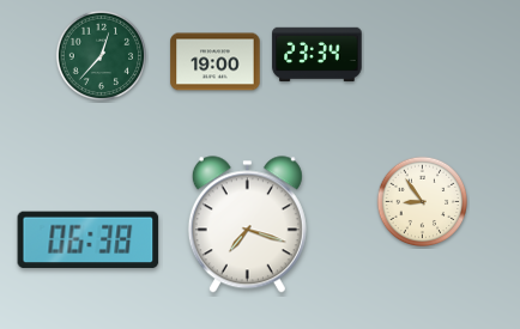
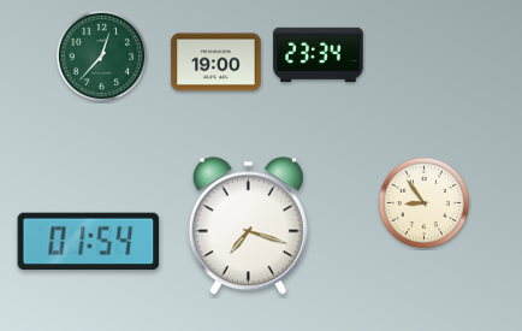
clock at (89, 240): 06:38 -> 01:54
